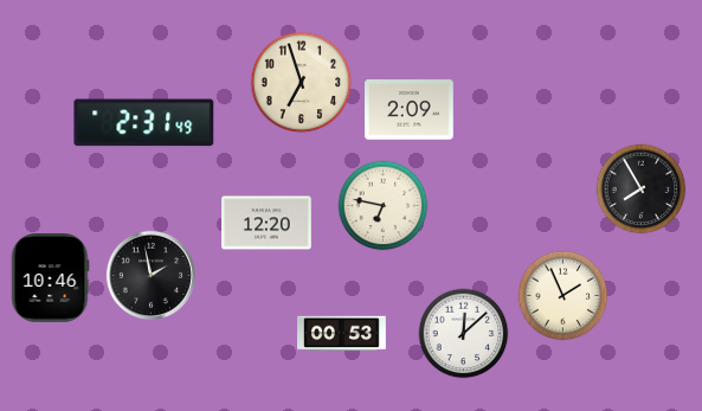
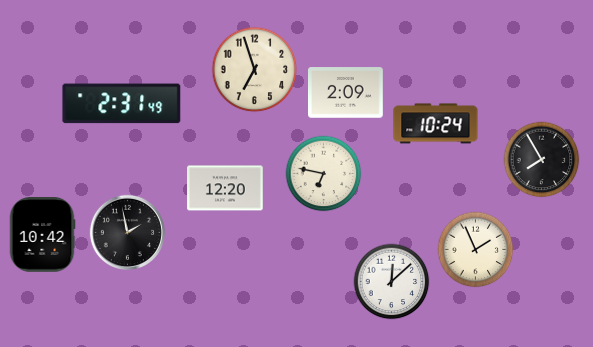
clock at (436, 124): none -> 10:24
clock at (50, 278): 10:46 -> 10:42
clock at (342, 334): 00:53 -> none
